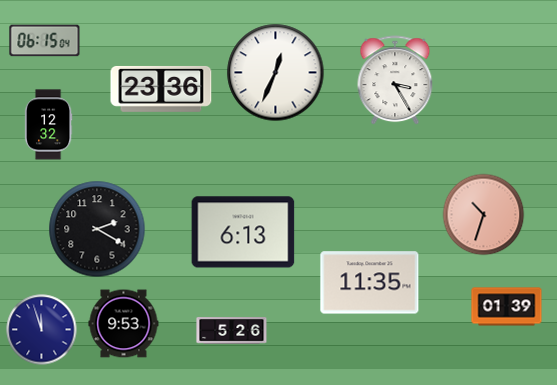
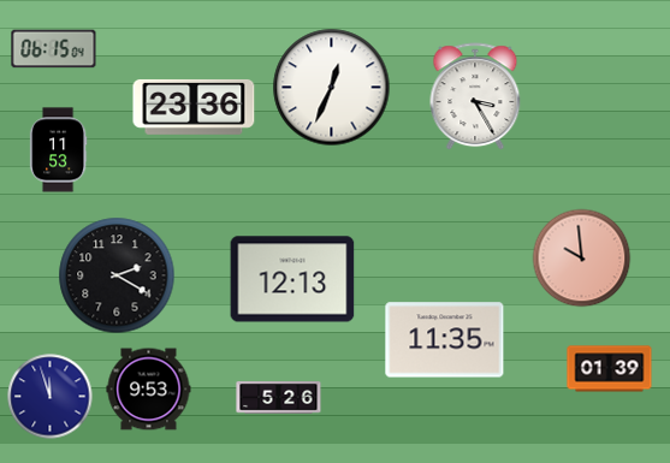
clock at (48, 125): 12:32 -> 11:53
clock at (484, 215): 10:33 -> 9:59
clock at (243, 232): 6:13 -> 12:13
